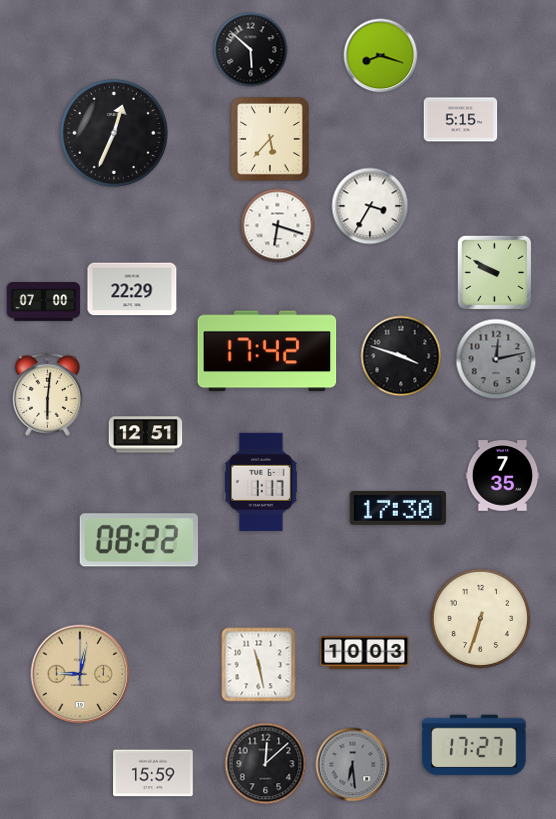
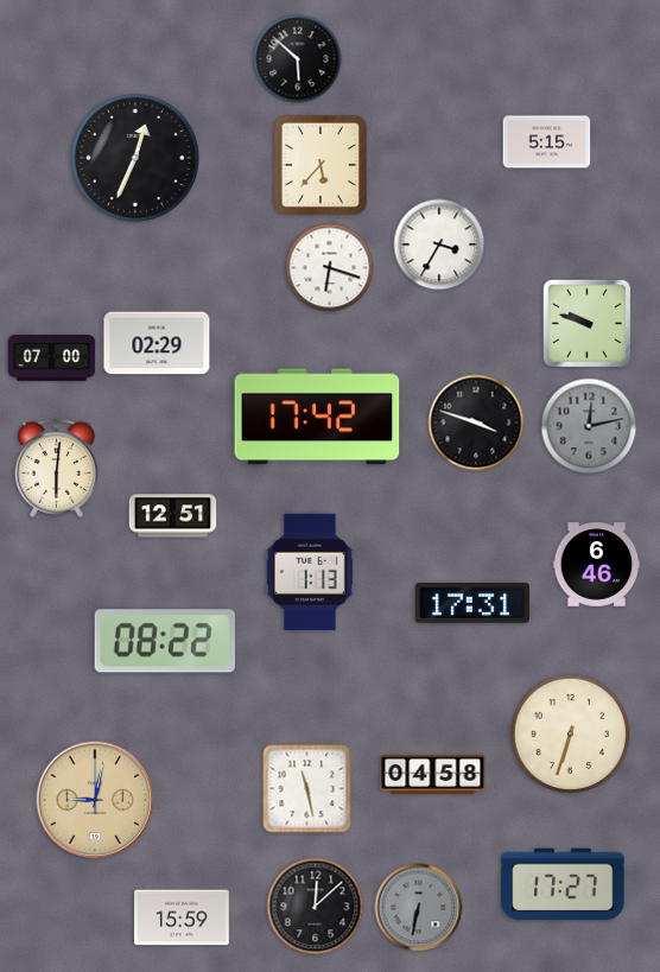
clock at (381, 56): 8:18 -> none
clock at (495, 273): 9:50 -> 9:48
clock at (132, 289): 22:29 -> 02:29
clock at (503, 476): 7:35 -> 6:46
clock at (261, 482): 1:17 -> 1:13
clock at (398, 508): 17:30 -> 17:31
clock at (365, 652): 10:03 -> 04:58
clock at (353, 765): 6:29 -> 6:32
